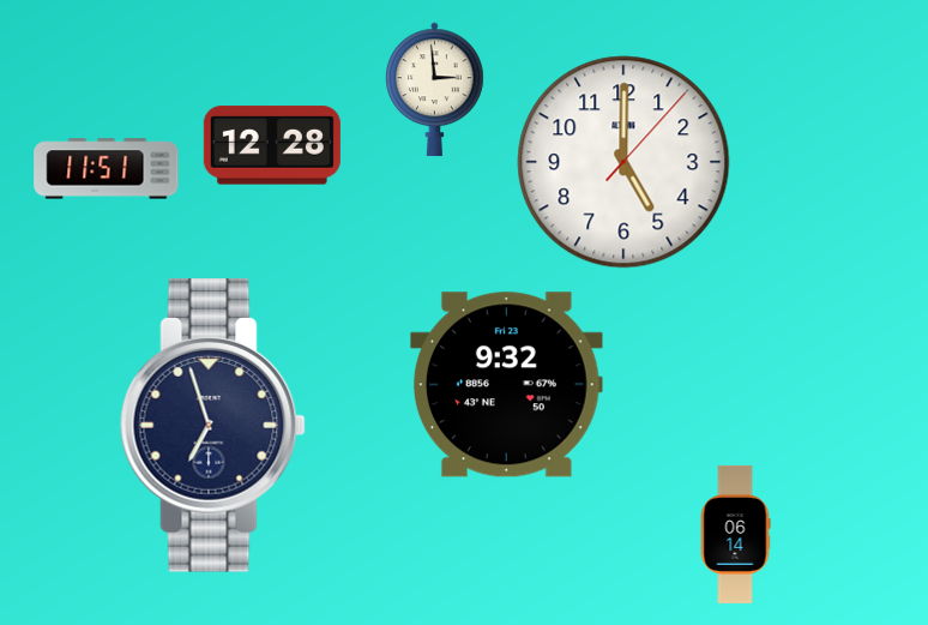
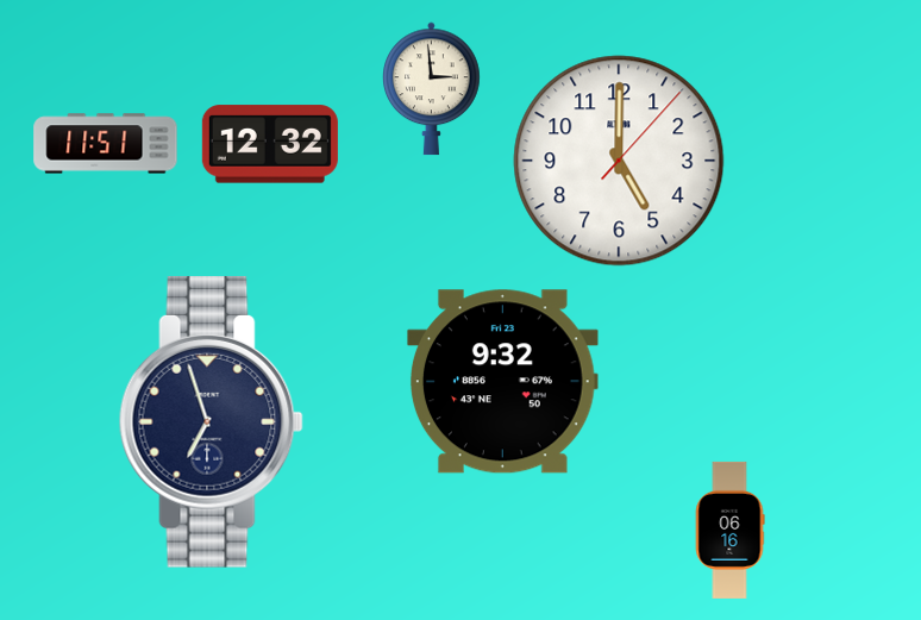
clock at (272, 145): 12:28 -> 12:32
clock at (107, 169) position: (107, 169) -> (106, 144)
clock at (735, 534): 06:14 -> 06:16
